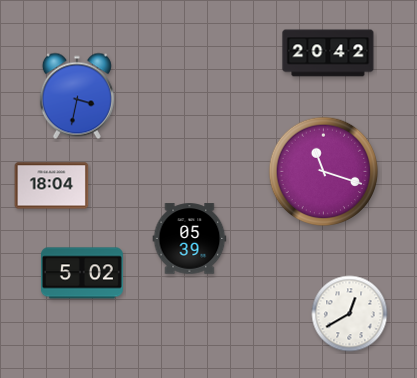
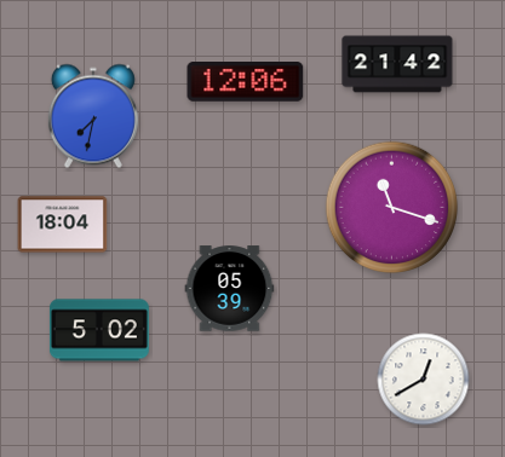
clock at (328, 53): 20:42 -> 21:42
clock at (246, 82): none -> 12:06
clock at (77, 96): 3:32 -> 7:32
